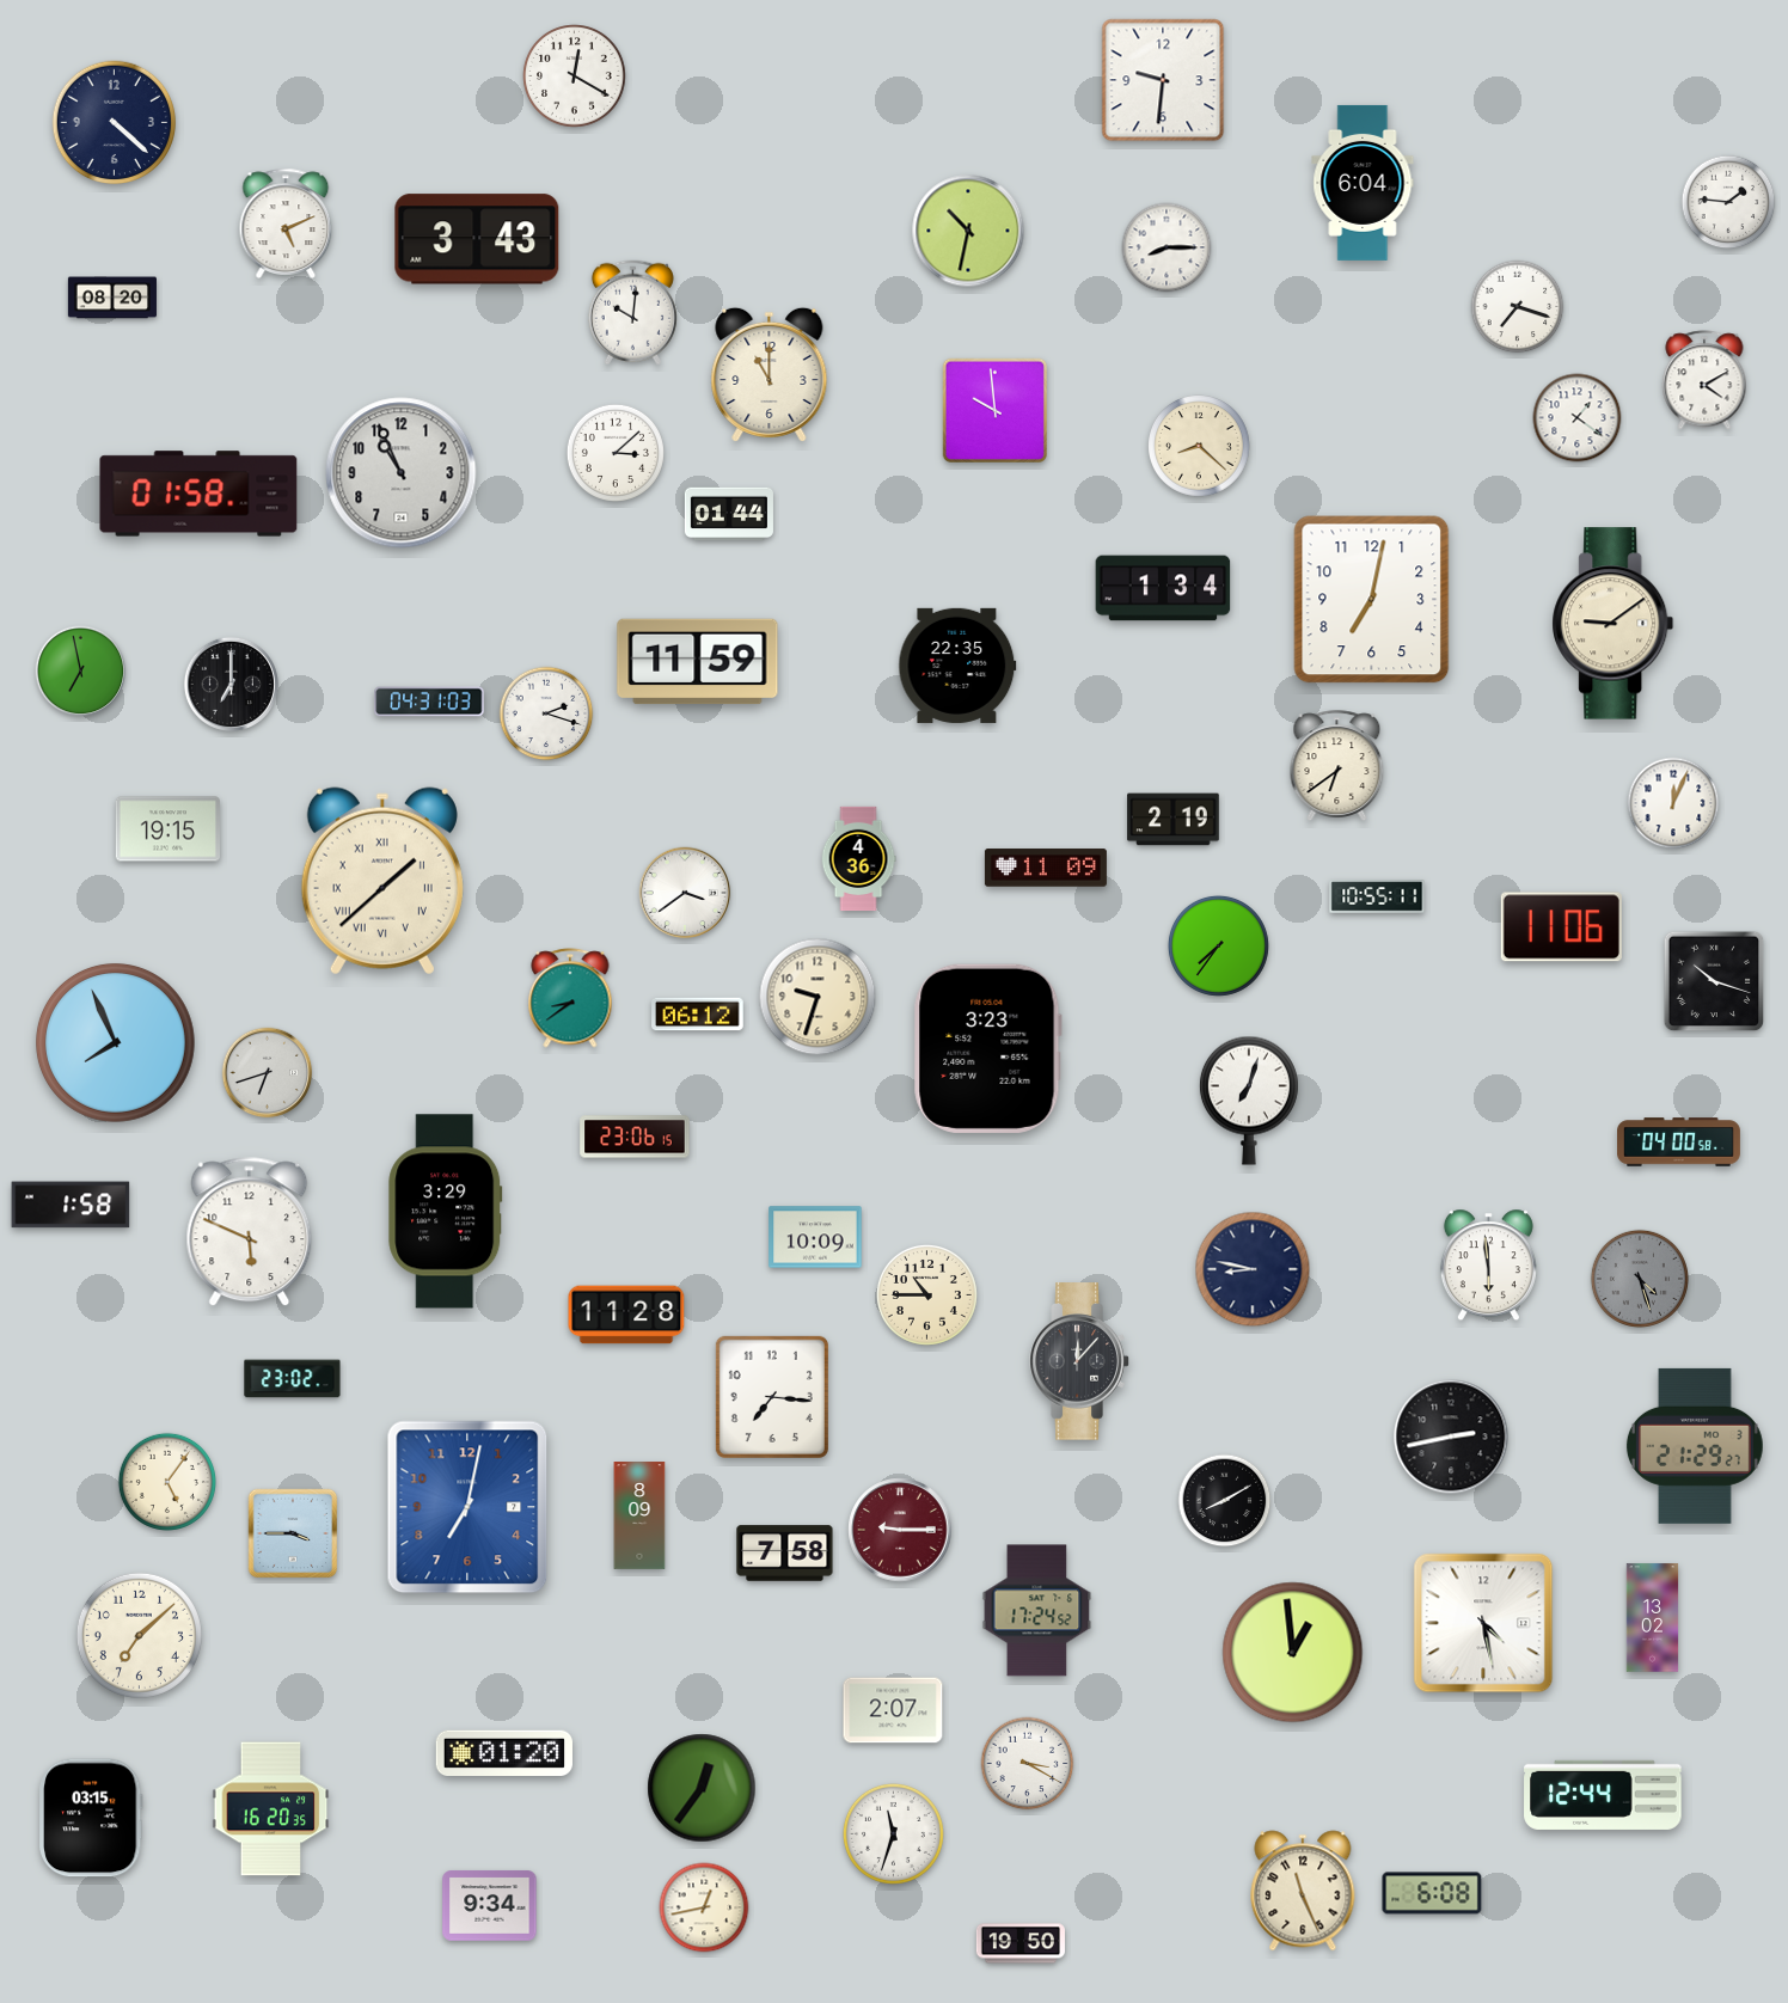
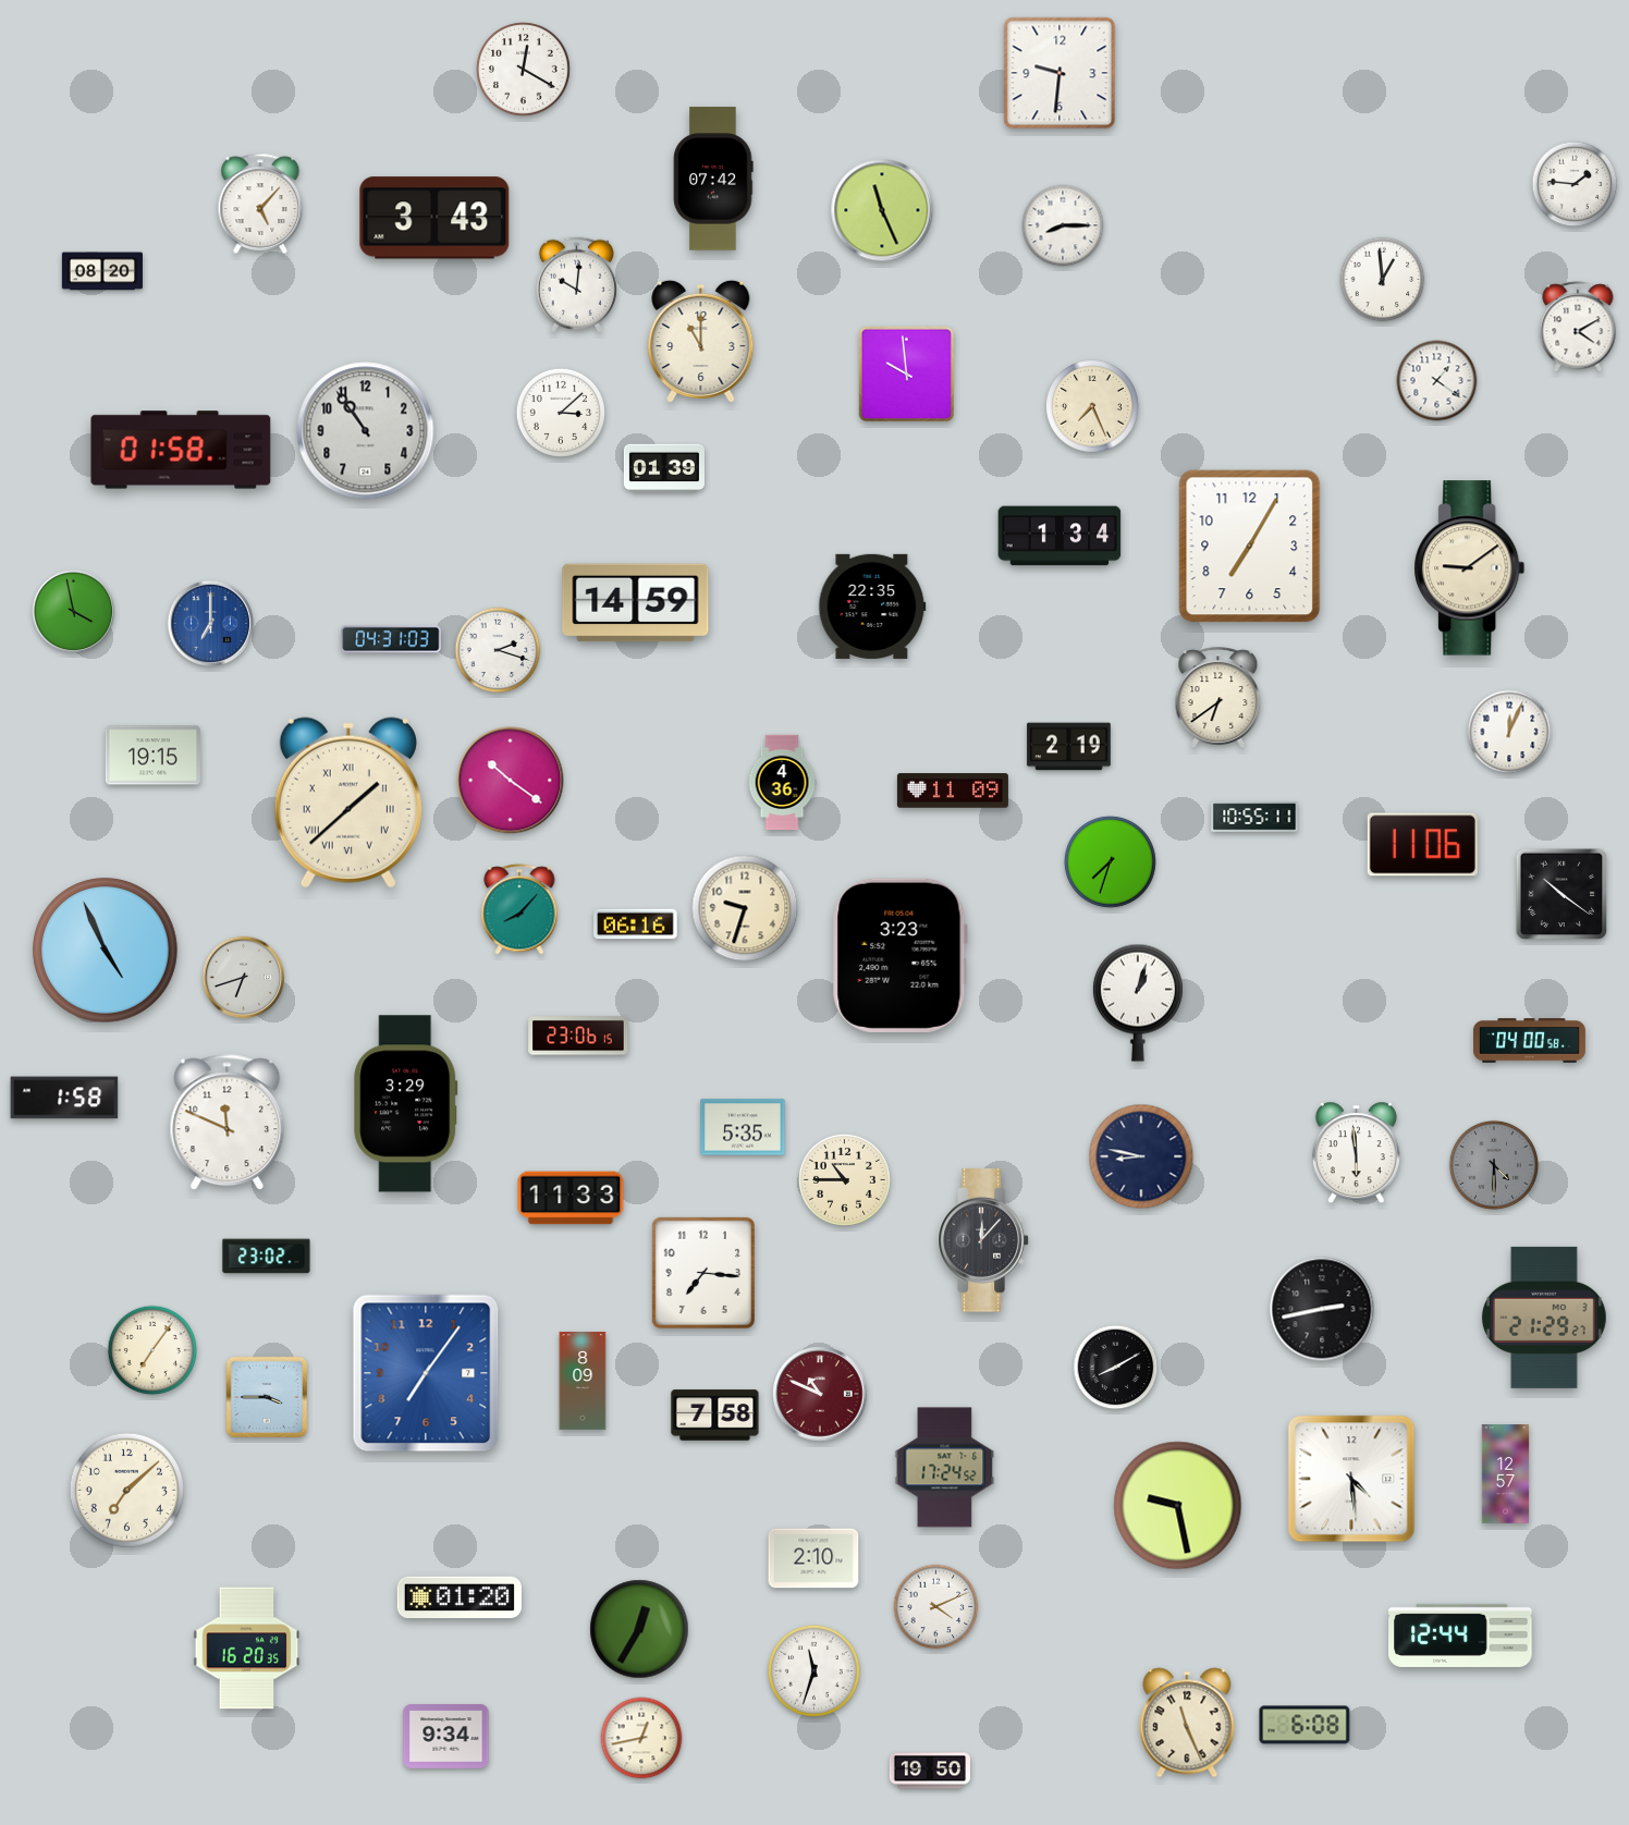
clock at (115, 123): 4:22 -> none
clock at (1363, 183): 6:04 -> none
clock at (713, 179): none -> 07:42
clock at (286, 223): 5:11 -> 5:07
clock at (968, 231): 10:32 -> 11:26
clock at (1518, 307): 7:18 -> 12:59
clock at (1704, 380) position: (1704, 380) -> (1578, 327)
clock at (1200, 447): 8:22 -> 7:26
clock at (402, 473): 10:56 -> 10:54
clock at (729, 514): 01:44 -> 01:39
clock at (1372, 600): 7:02 -> 7:05
clock at (698, 662): 11:59 -> 14:59
clock at (81, 672): 6:58 -> 3:58
clock at (231, 684) dial: black -> blue
clock at (1673, 803) position: (1673, 803) -> (1509, 732)
clock at (511, 781): none -> 10:21
clock at (685, 893): 3:39 -> none
clock at (1218, 945): 7:36 -> 7:33
clock at (1714, 981): 10:18 -> 10:21
clock at (570, 998): 8:39 -> 8:07
clock at (698, 1015): 06:12 -> 06:16
clock at (115, 1042): 7:56 -> 4:56
clock at (1249, 1101): 7:03 -> 1:03
clock at (250, 1232): 5:49 -> 11:49
clock at (815, 1237): 10:09 -> 5:35
clock at (1640, 1279): 4:27 -> 4:30
clock at (626, 1315): 11:28 -> 11:33
clock at (167, 1482): 5:06 -> 7:06
clock at (467, 1507): 7:02 -> 7:06
clock at (900, 1530): 9:15 -> 10:49
clock at (1653, 1618): 13:02 -> 12:57
clock at (1483, 1623): 4:28 -> 4:29
clock at (1293, 1653): 12:59 -> 9:28
clock at (893, 1710): 2:07 -> 2:10
clock at (1028, 1764): 3:20 -> 4:11
clock at (702, 1788): 12:36 -> 12:35
clock at (92, 1818): 03:15 -> none
